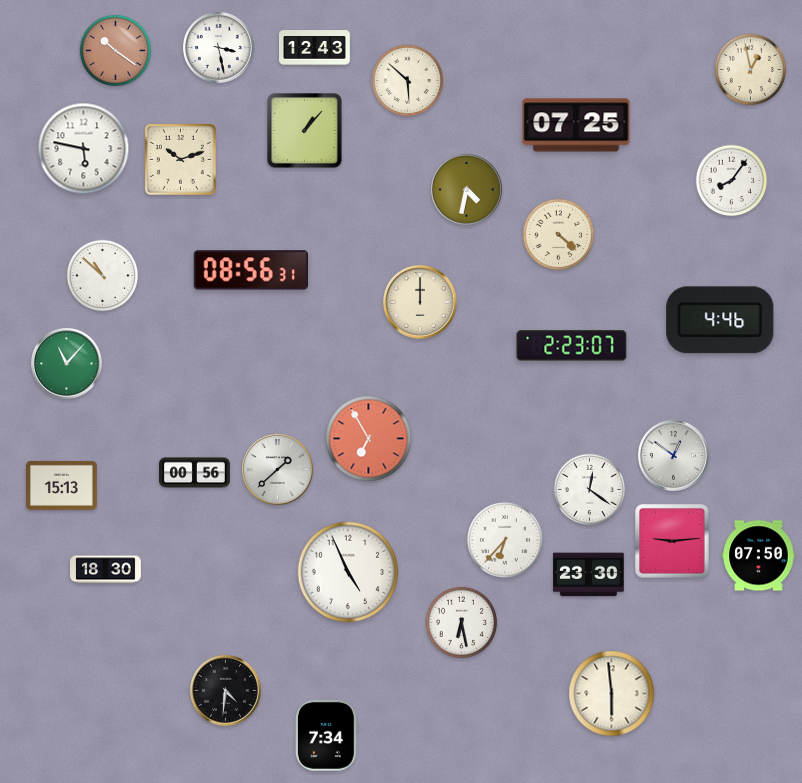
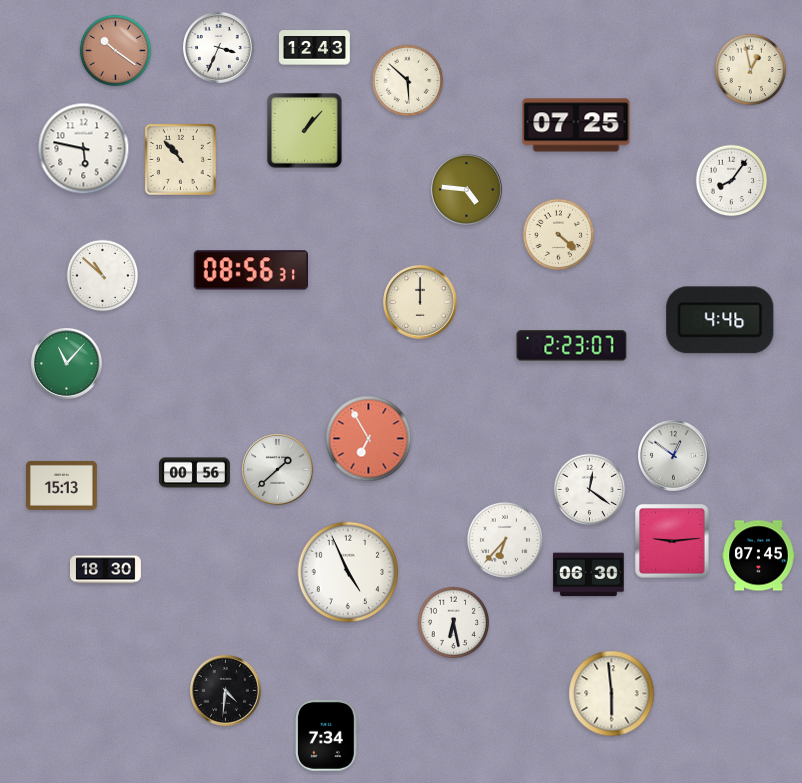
clock at (219, 48): 3:28 -> 3:34
clock at (180, 159): 10:12 -> 10:53
clock at (467, 190): 4:32 -> 4:46
clock at (759, 556): 07:50 -> 07:45
clock at (588, 575): 23:30 -> 06:30
clock at (462, 623) position: (462, 623) -> (454, 623)
